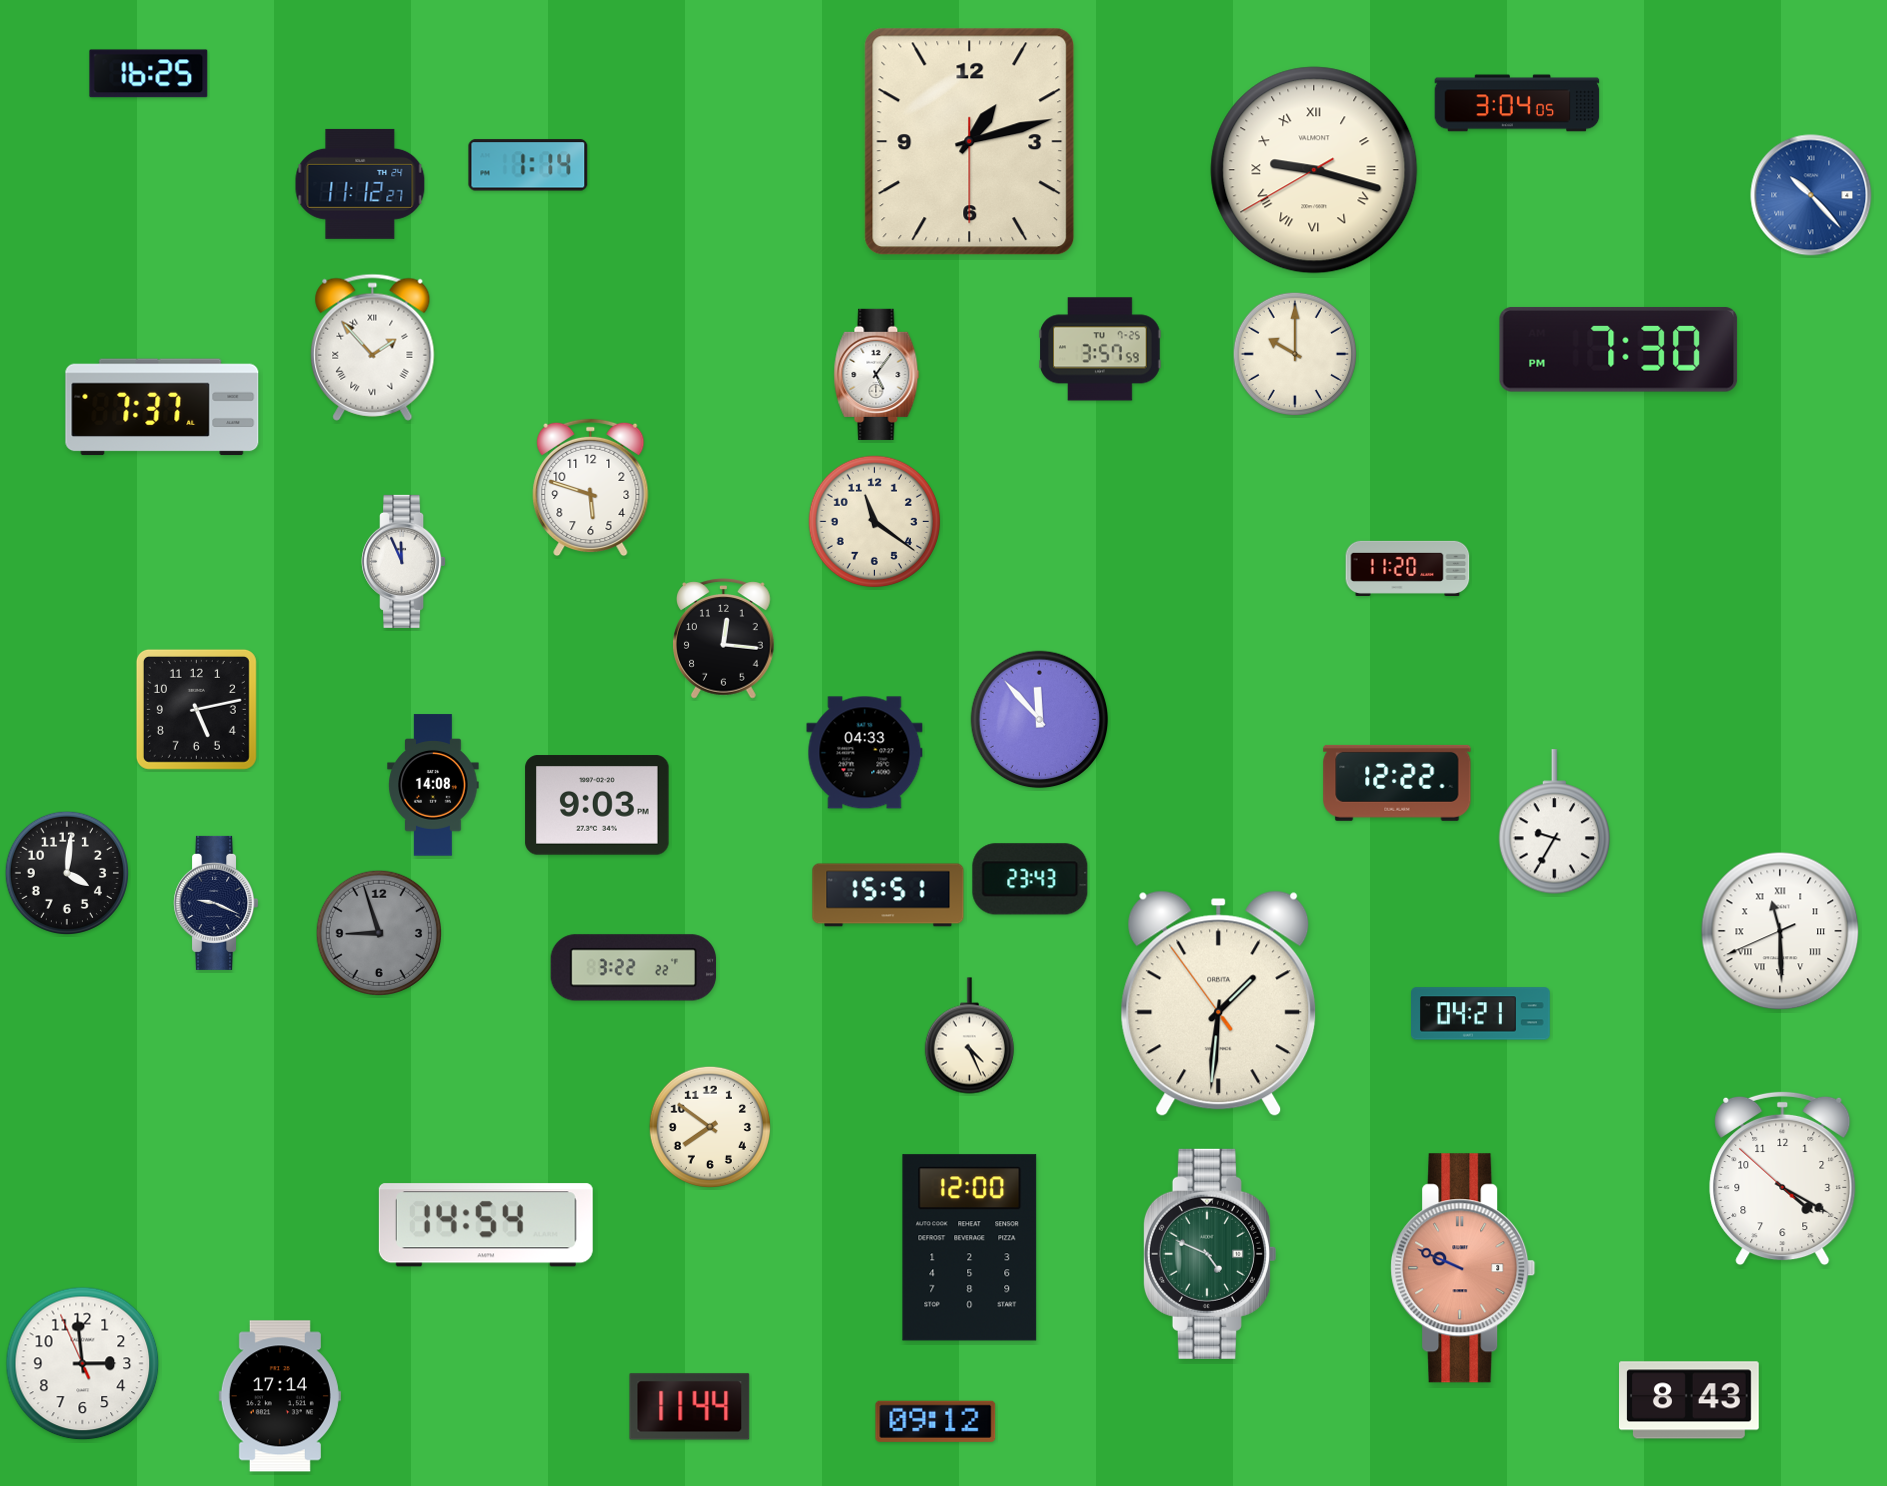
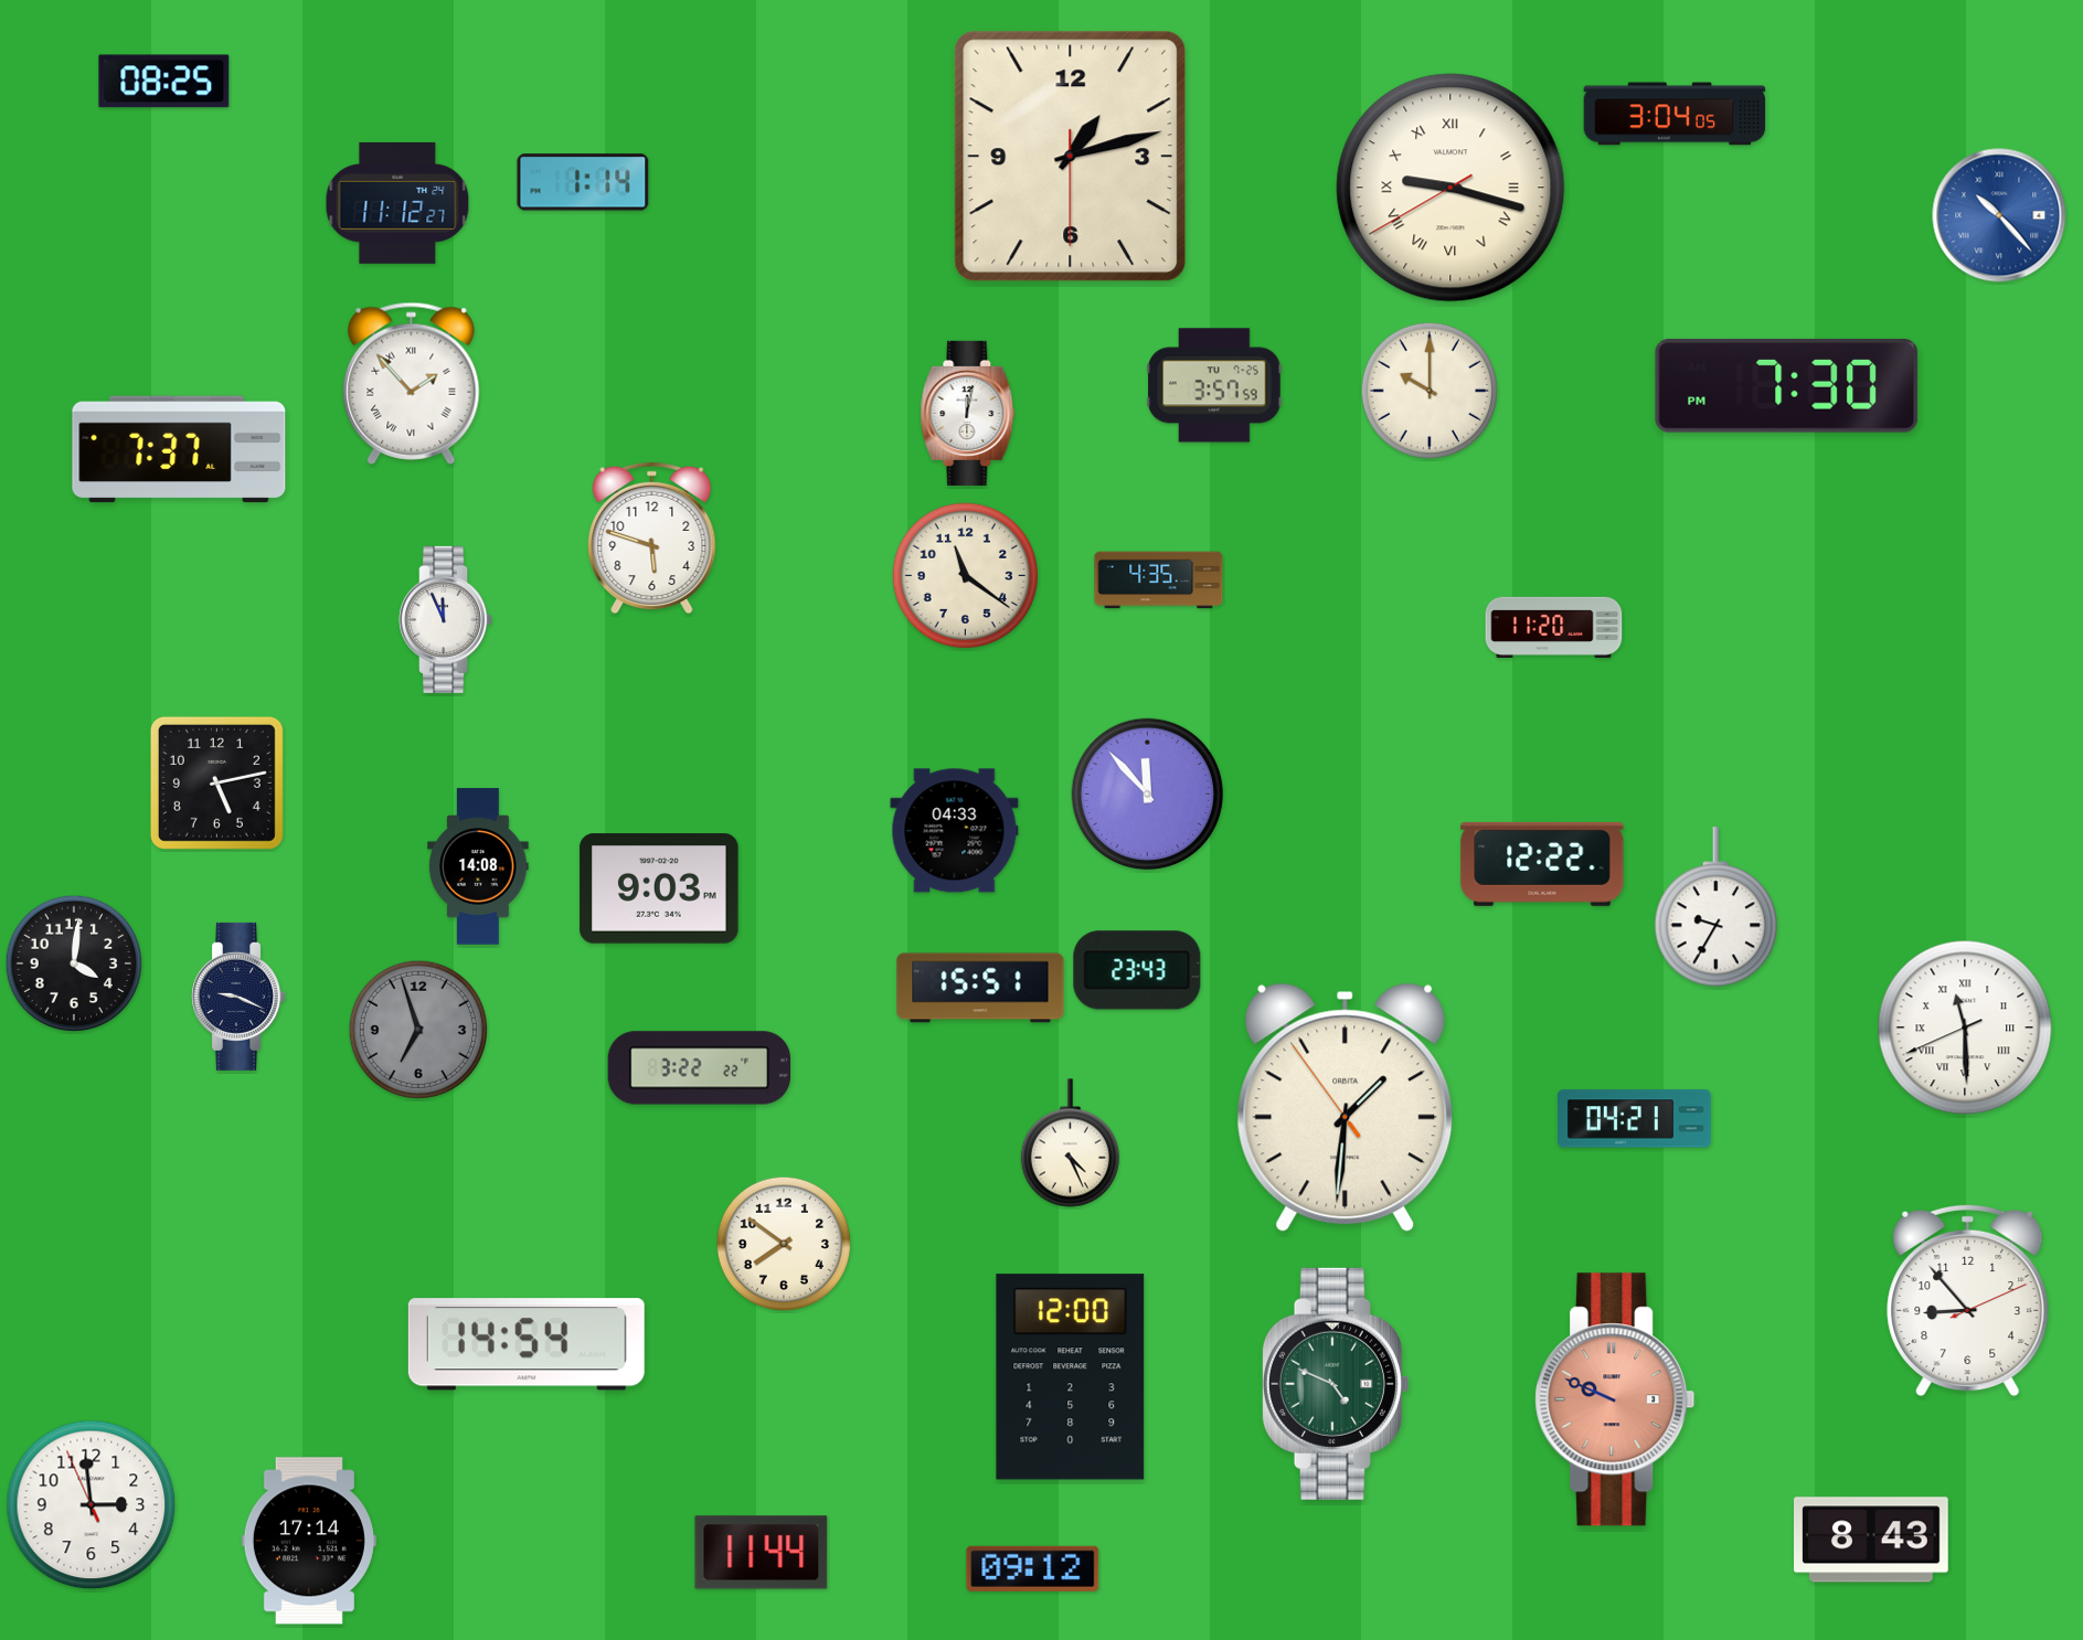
clock at (149, 74): 16:25 -> 08:25
clock at (877, 374): 5:06 -> 12:02
clock at (1159, 581): none -> 4:35
clock at (724, 639): 12:16 -> none
clock at (378, 932): 8:57 -> 6:57
clock at (1783, 1178): 4:19 -> 8:53
clock at (486, 1225) position: (486, 1225) -> (527, 1344)
clock at (1690, 1400) position: (1690, 1400) -> (1872, 1540)
